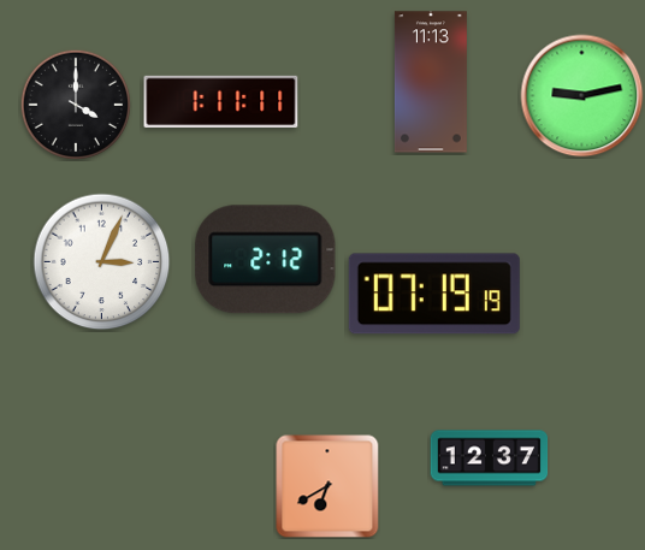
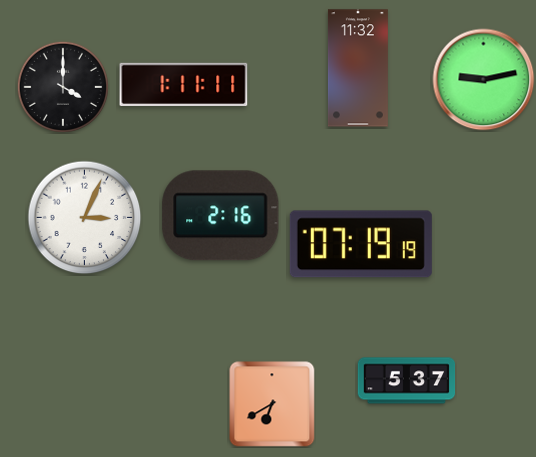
clock at (431, 82): 11:13 -> 11:32
clock at (266, 260): 2:12 -> 2:16
clock at (490, 459): 12:37 -> 5:37
